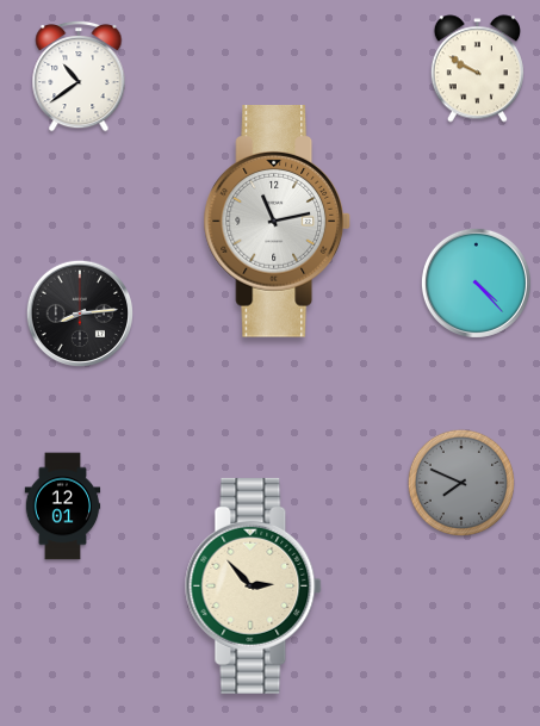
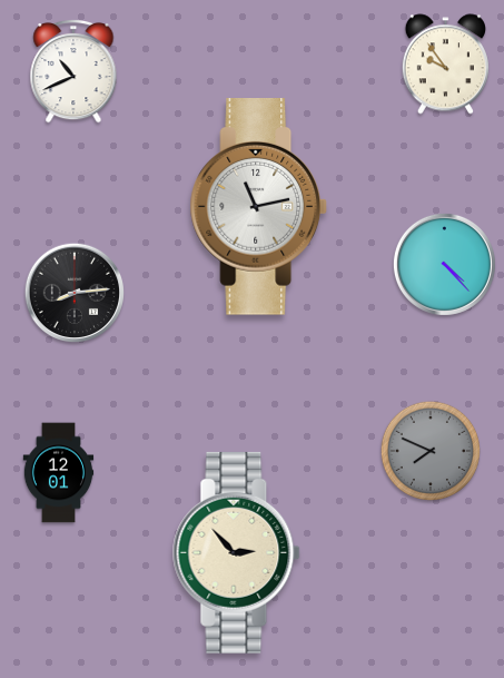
clock at (477, 69): 9:50 -> 9:54
clock at (79, 76): 10:39 -> 10:41
clock at (254, 585) position: (254, 585) -> (237, 552)
